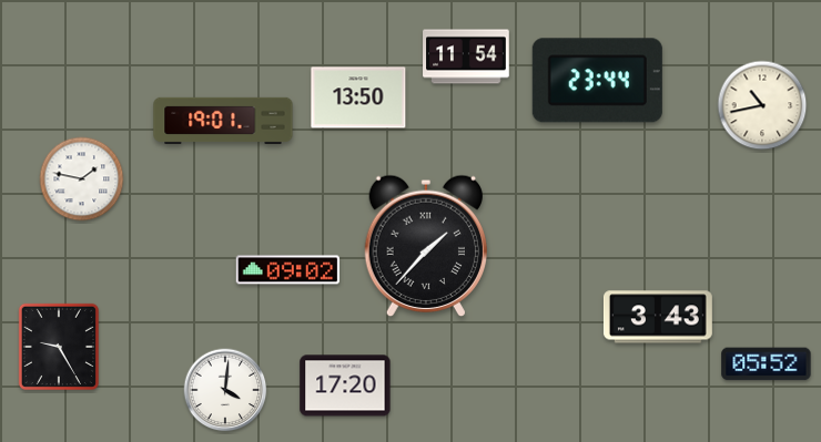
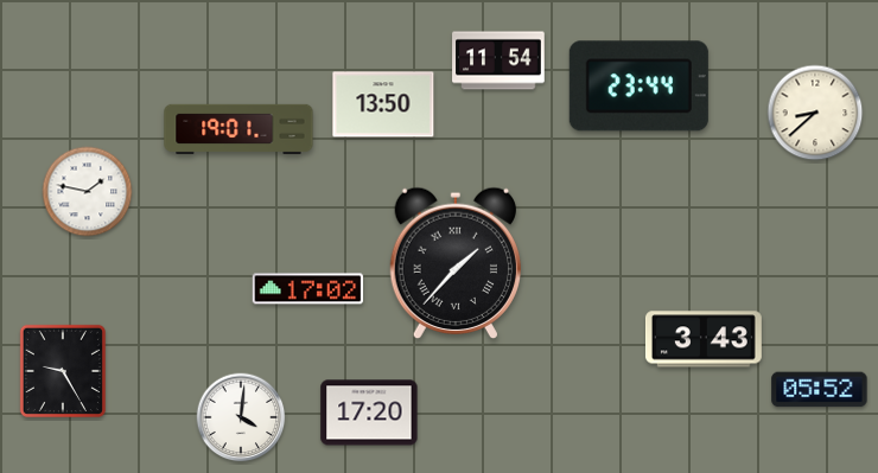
clock at (762, 105): 10:43 -> 8:38
clock at (288, 270): 09:02 -> 17:02
